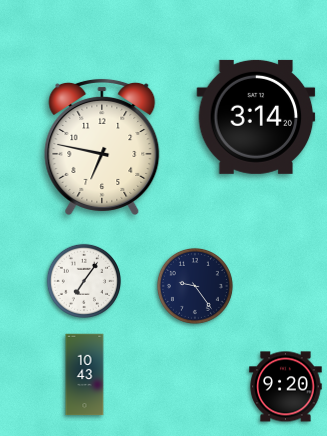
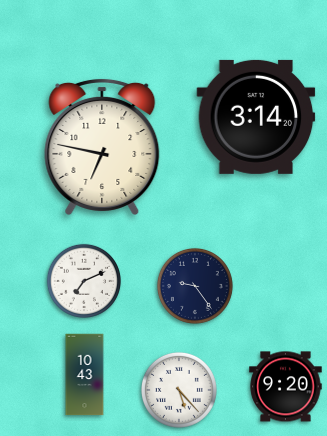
clock at (84, 281): 7:06 -> 7:11
clock at (179, 390): none -> 5:23
